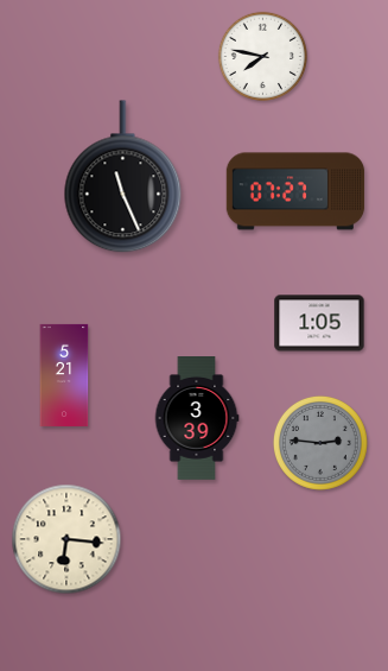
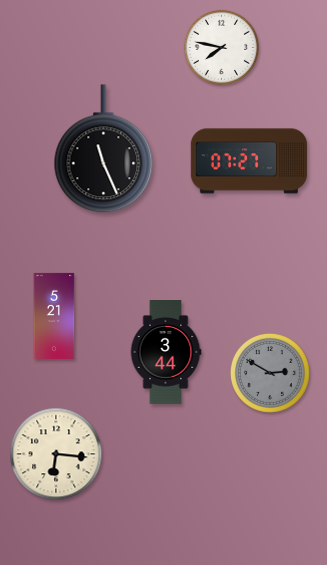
clock at (319, 323): 1:05 -> none
clock at (197, 419): 3:39 -> 3:44
clock at (320, 443): 2:46 -> 2:50
